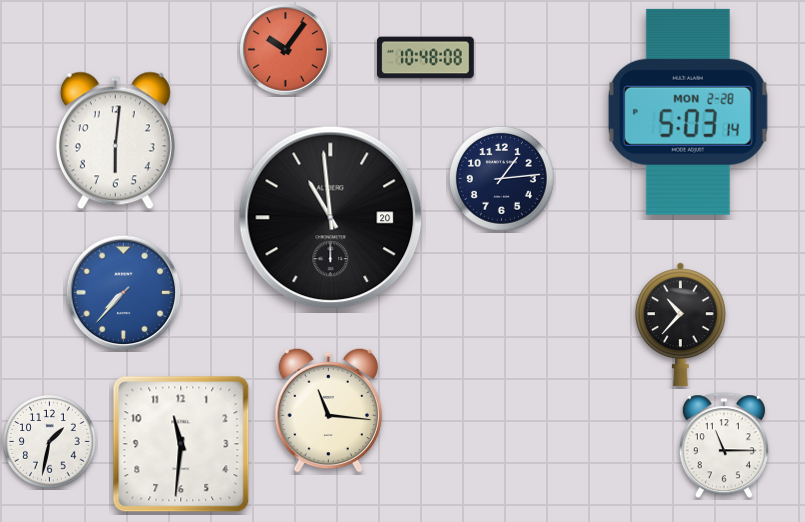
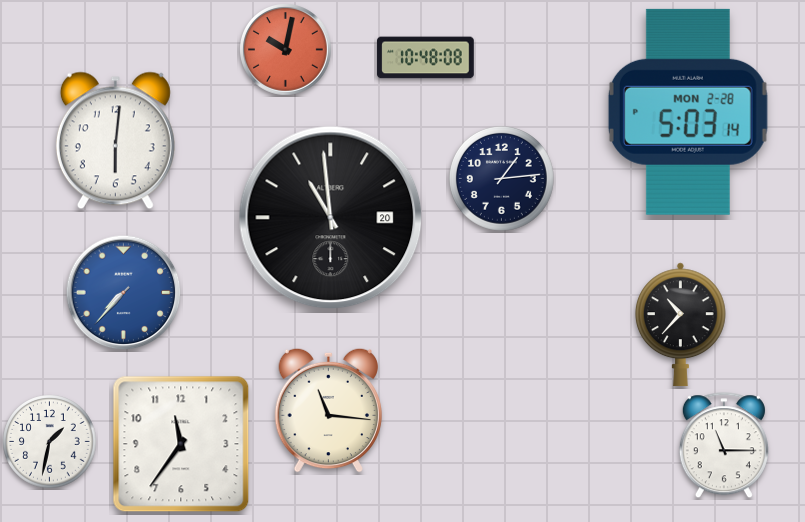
clock at (286, 50): 10:06 -> 10:02
clock at (181, 444): 11:31 -> 11:36
